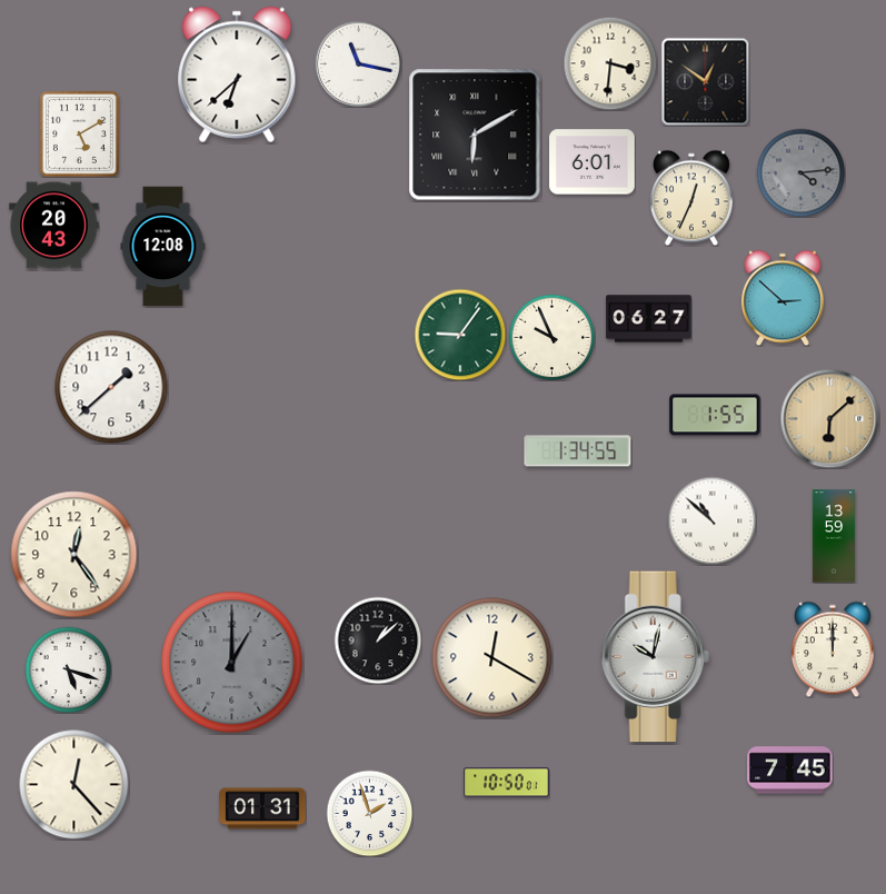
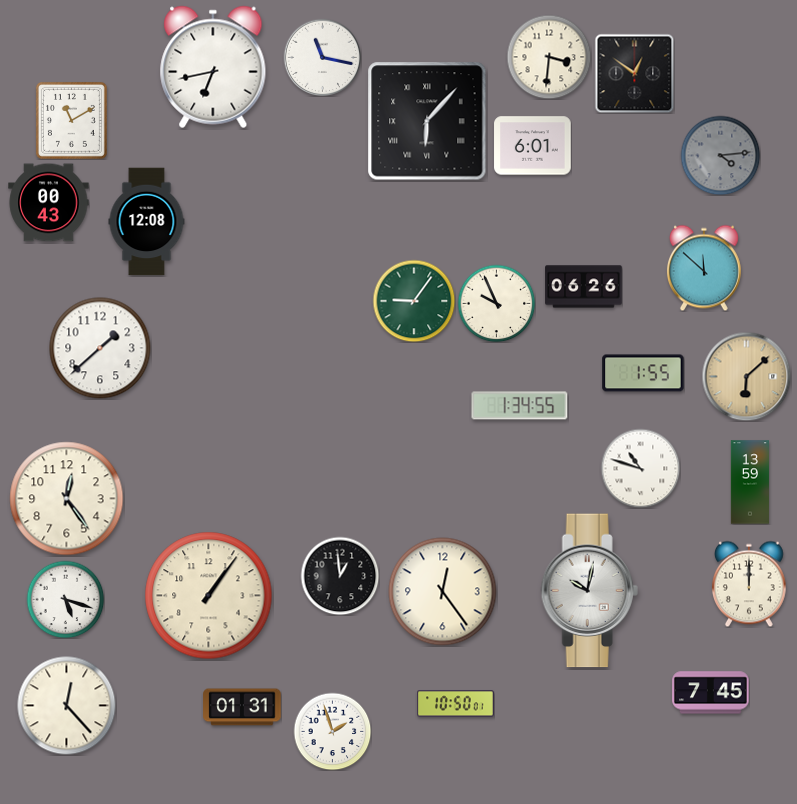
clock at (237, 74): 6:38 -> 6:43
clock at (79, 133): 5:10 -> 11:10
clock at (475, 135): 6:10 -> 6:07
clock at (691, 198): 12:34 -> none
clock at (54, 226): 20:43 -> 00:43
clock at (783, 298): 2:52 -> 11:52
clock at (649, 319): 06:27 -> 06:26
clock at (711, 520): 10:52 -> 10:48
clock at (378, 640): 1:08 -> 12:59
clock at (492, 658): 12:20 -> 12:24
clock at (232, 663): 1:00 -> 1:06
clock at (232, 663) dial: grey -> cream
clock at (68, 669) position: (68, 669) -> (65, 599)
clock at (262, 808) position: (262, 808) -> (242, 707)
